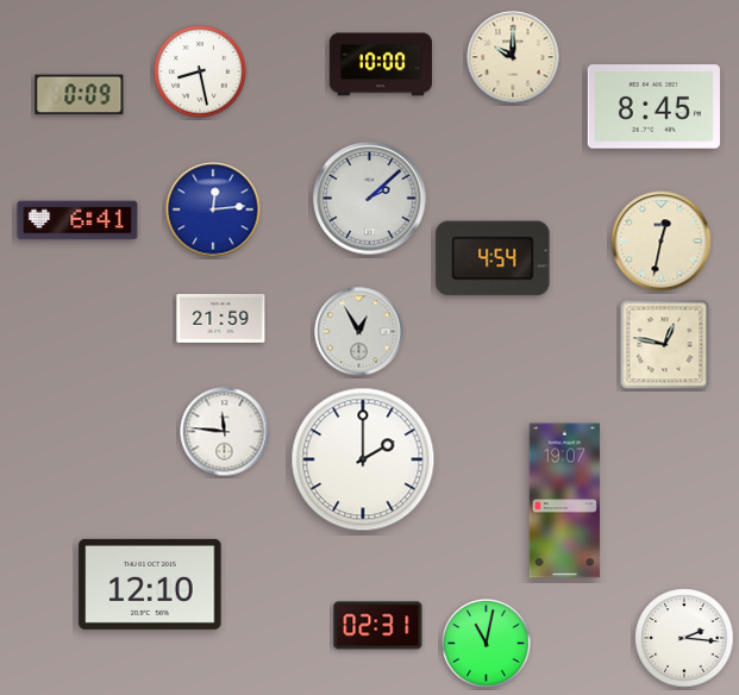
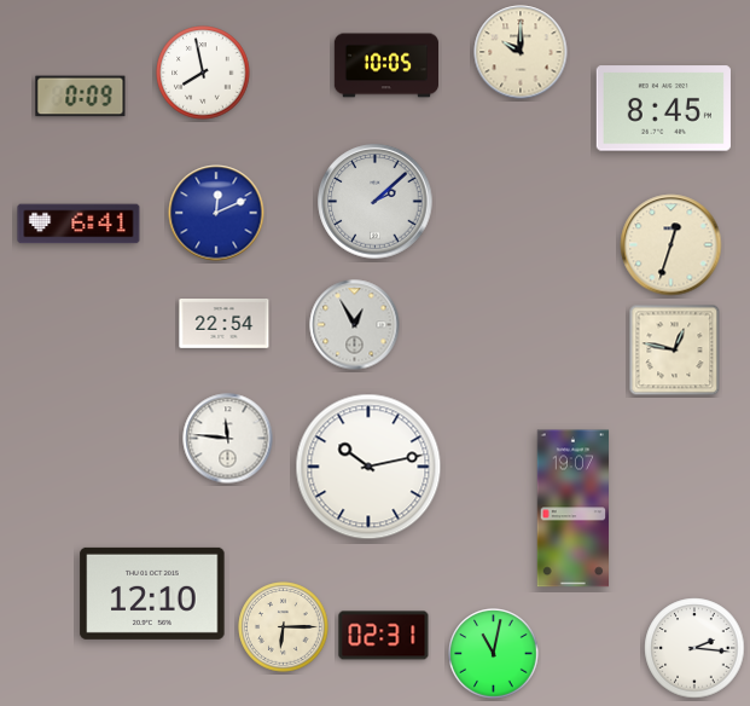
clock at (513, 57) position: (513, 57) -> (521, 52)
clock at (380, 64): 10:00 -> 10:05
clock at (200, 71): 8:28 -> 7:58
clock at (213, 209): 12:14 -> 12:11
clock at (662, 242): 12:32 -> 12:33
clock at (493, 258): 4:54 -> none
clock at (221, 319): 21:59 -> 22:54
clock at (359, 332) position: (359, 332) -> (355, 325)
clock at (363, 459): 2:00 -> 10:13
clock at (284, 627): none -> 6:15
